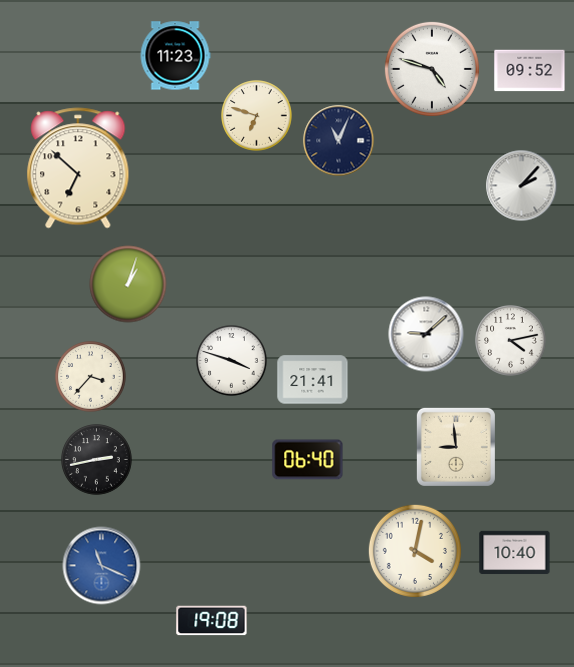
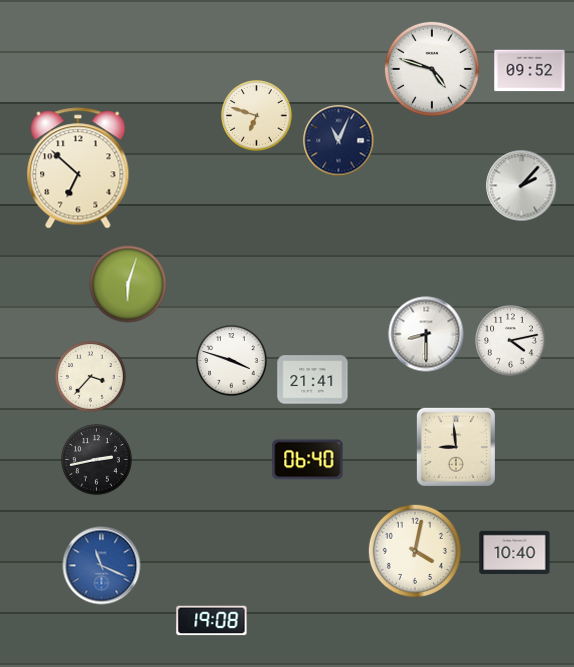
clock at (175, 56): 11:23 -> none
clock at (128, 284): 1:03 -> 6:03
clock at (426, 334): 9:08 -> 8:30
